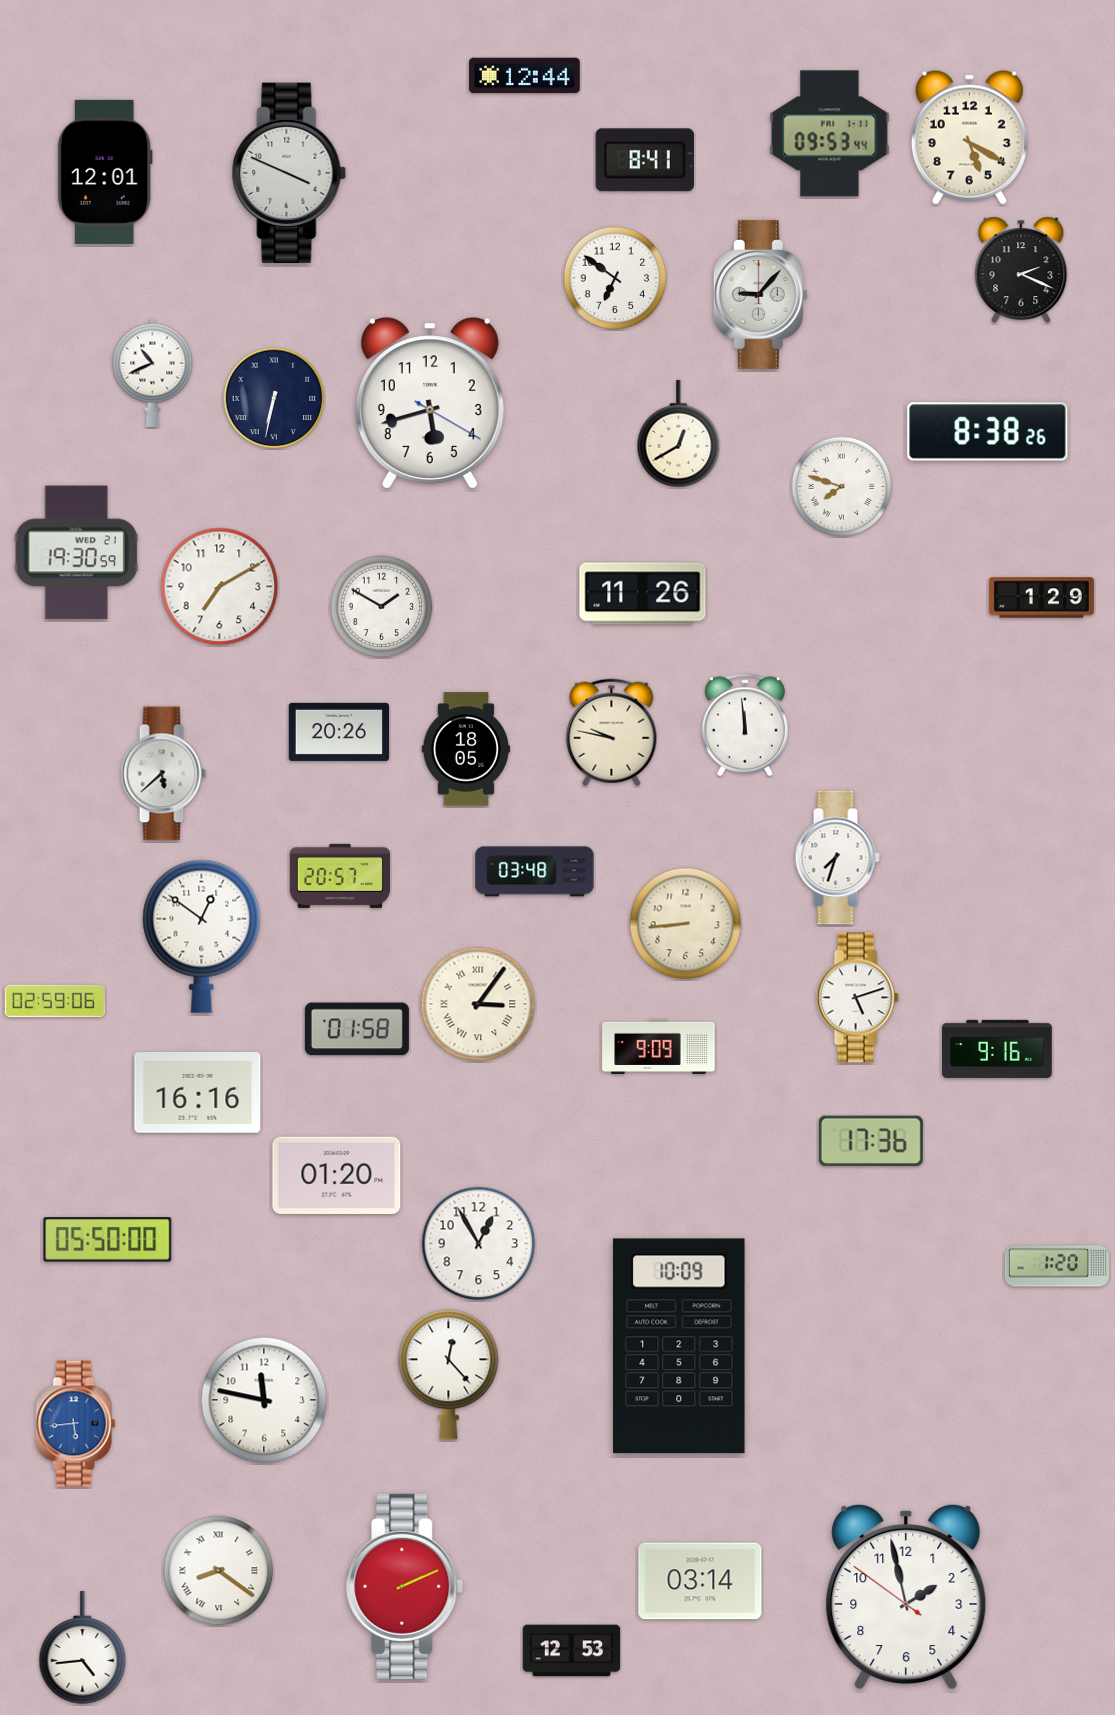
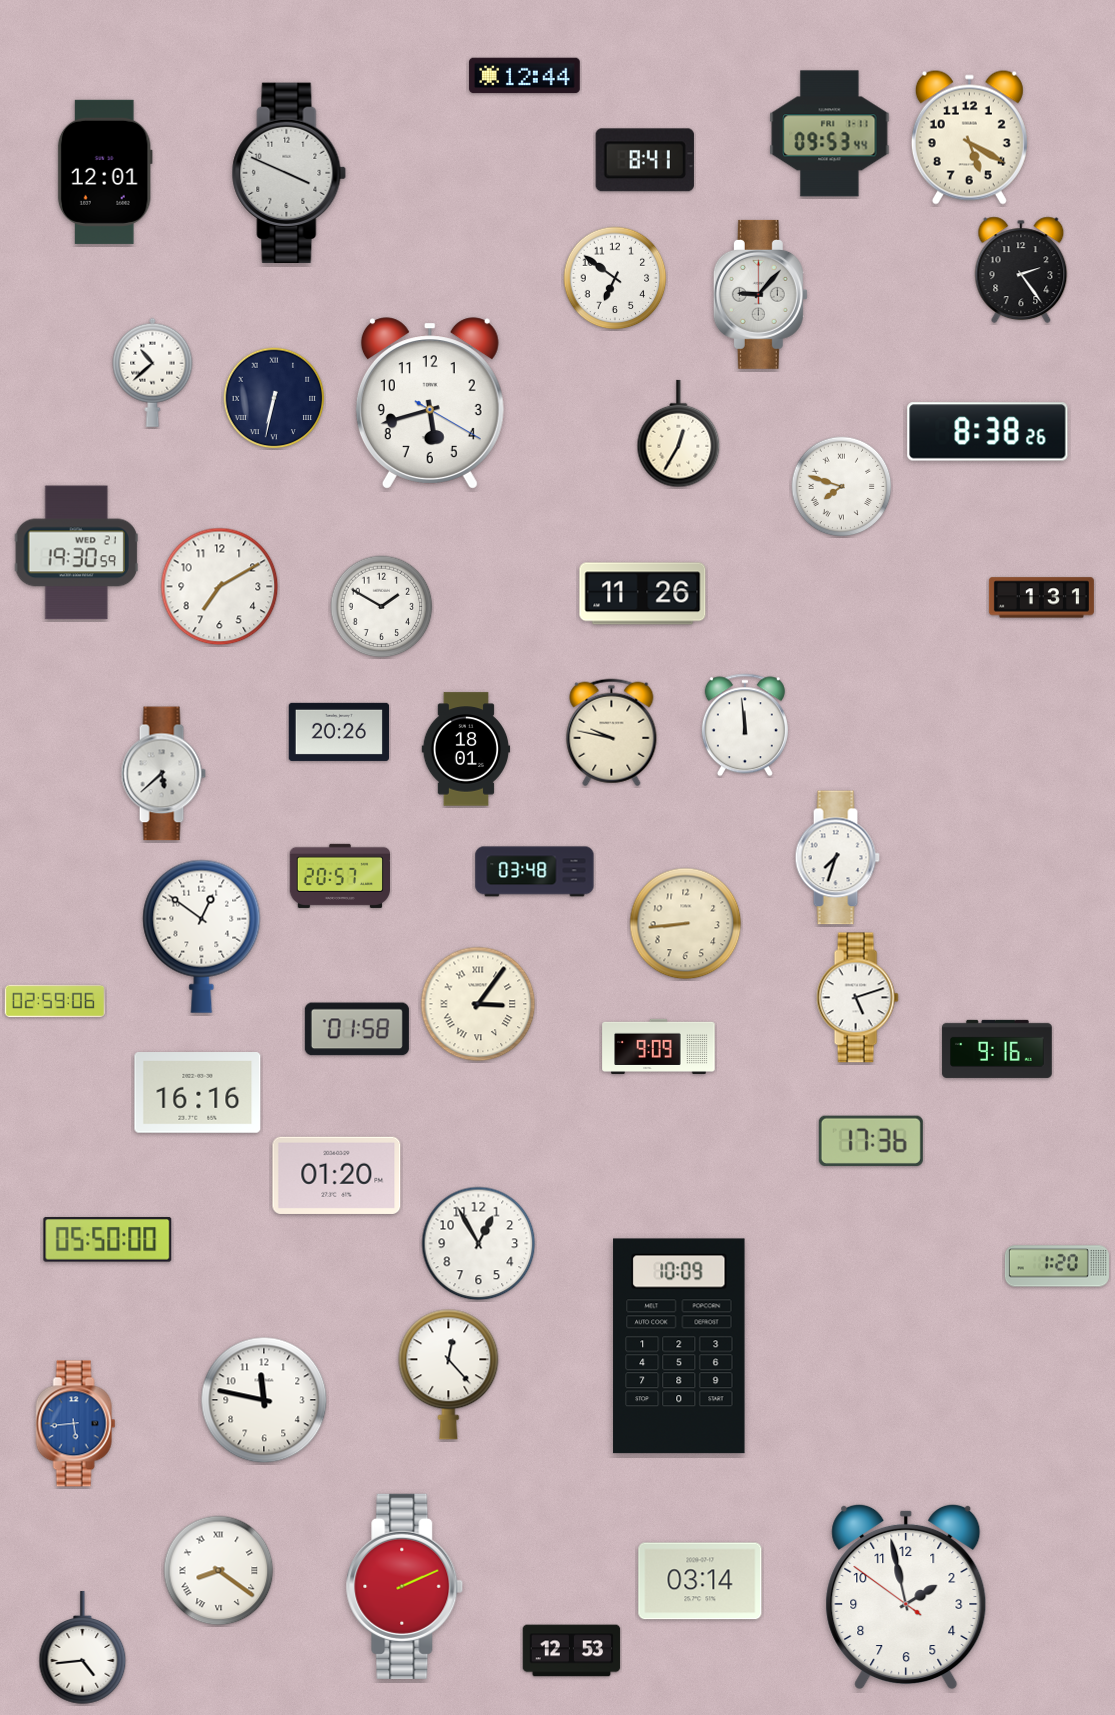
clock at (1021, 270): 2:19 -> 2:24
clock at (153, 372): 10:41 -> 10:38
clock at (679, 434): 12:40 -> 12:35
clock at (1041, 598): 1:29 -> 1:31
clock at (466, 749): 18:05 -> 18:01
